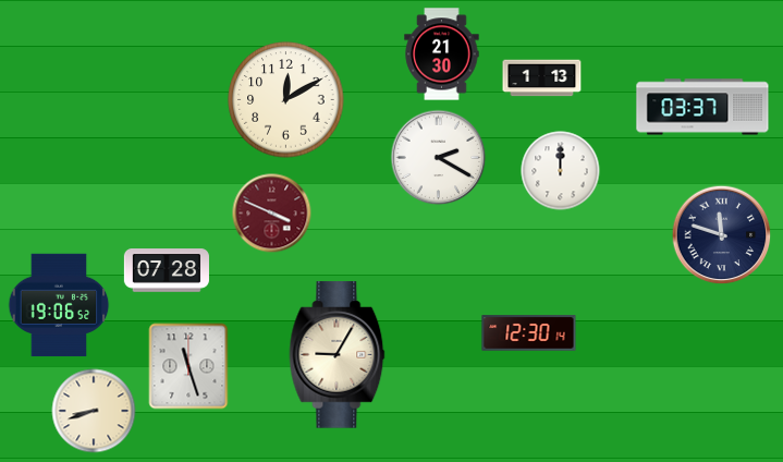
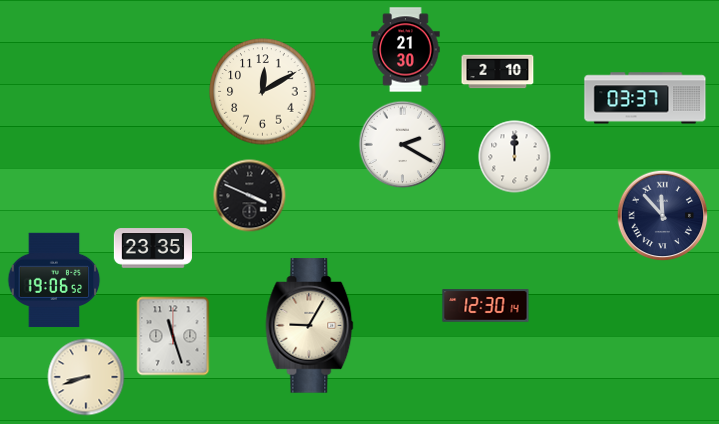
clock at (542, 78): 1:13 -> 2:10
clock at (272, 214) dial: burgundy -> black
clock at (722, 235): 11:48 -> 11:53
clock at (167, 270): 07:28 -> 23:35
